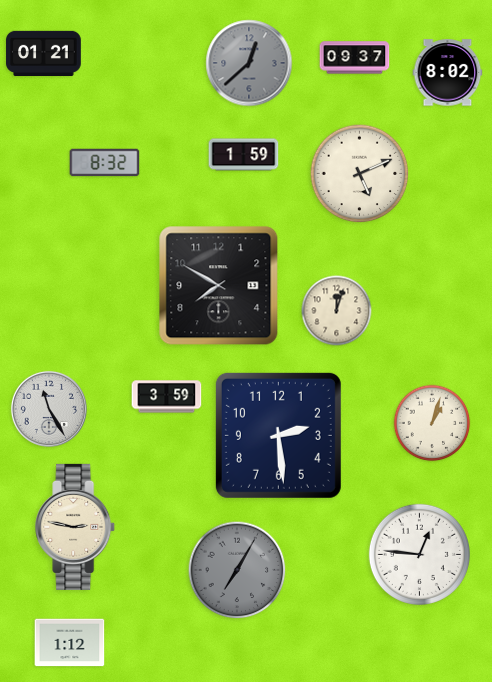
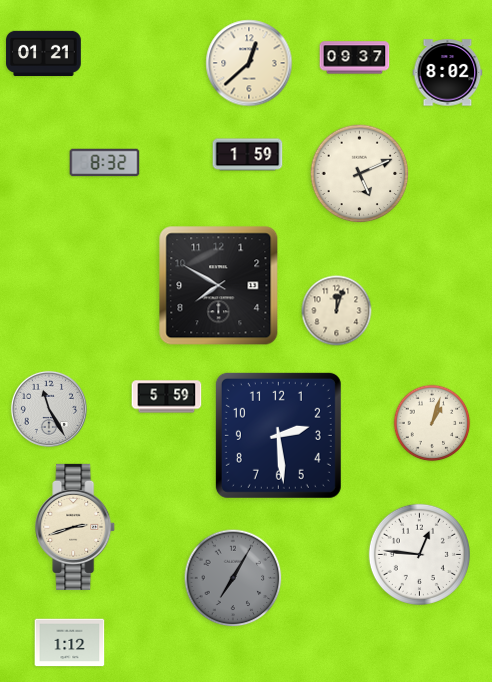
clock at (249, 63) dial: grey -> cream
clock at (244, 155) position: (244, 155) -> (248, 155)
clock at (167, 397): 3:59 -> 5:59
clock at (76, 527): 2:47 -> 2:42
clock at (237, 570) position: (237, 570) -> (233, 578)
